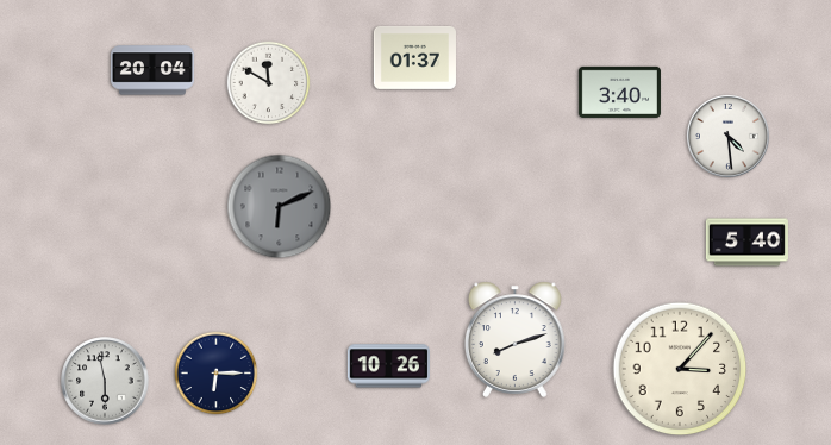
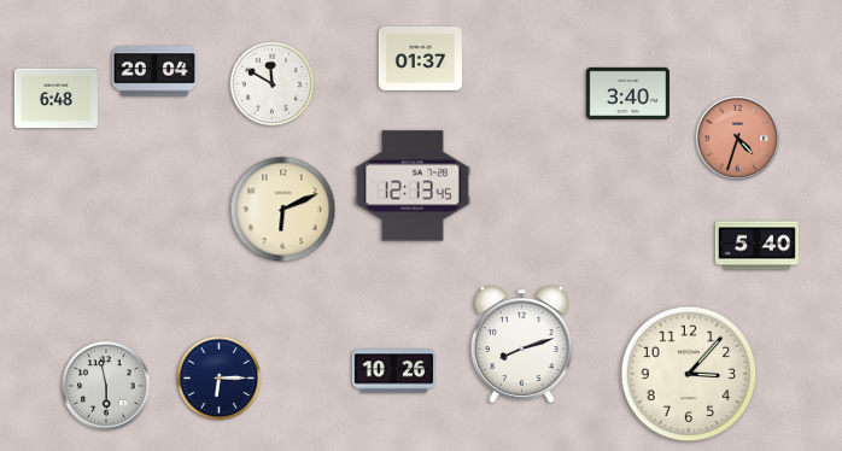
clock at (55, 99): none -> 6:48
clock at (727, 136): 4:29 -> 4:33
clock at (727, 136) dial: white -> salmon
clock at (413, 186): none -> 12:13
clock at (280, 207) dial: grey -> cream
